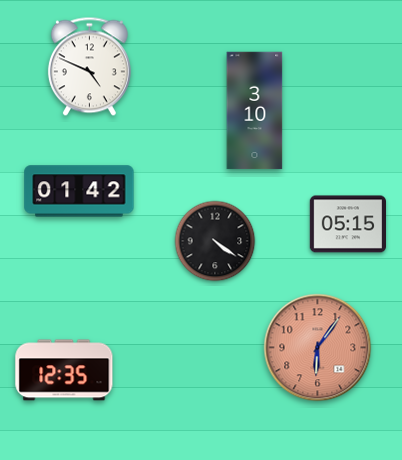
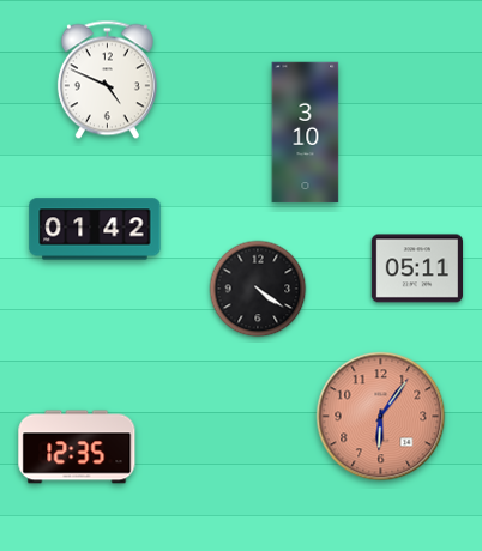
clock at (347, 224): 05:15 -> 05:11
clock at (64, 370) position: (64, 370) -> (77, 447)
